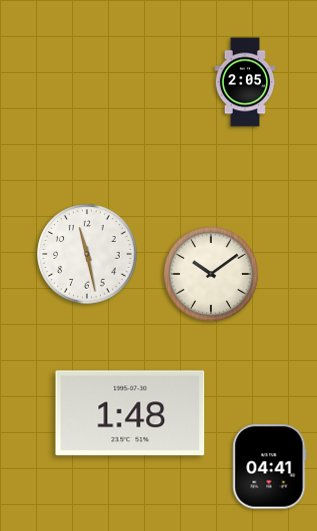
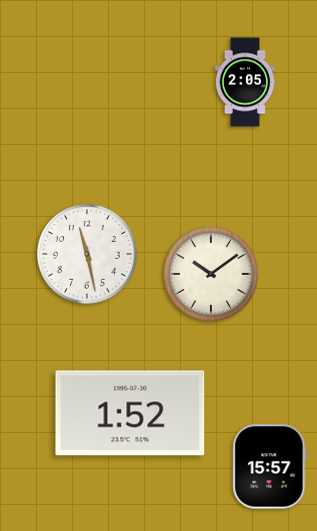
clock at (130, 413): 1:48 -> 1:52
clock at (270, 467): 04:41 -> 15:57
